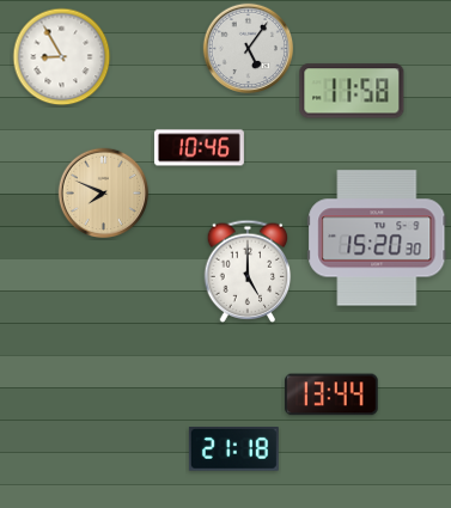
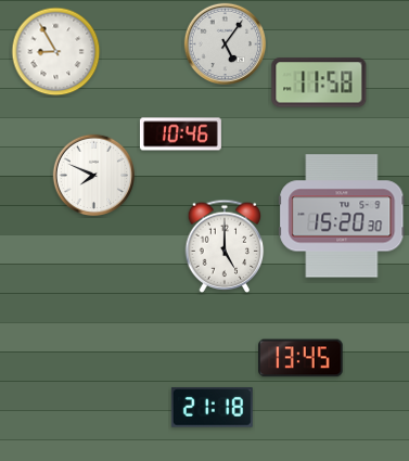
clock at (104, 194) dial: champagne -> white
clock at (331, 394): 13:44 -> 13:45
